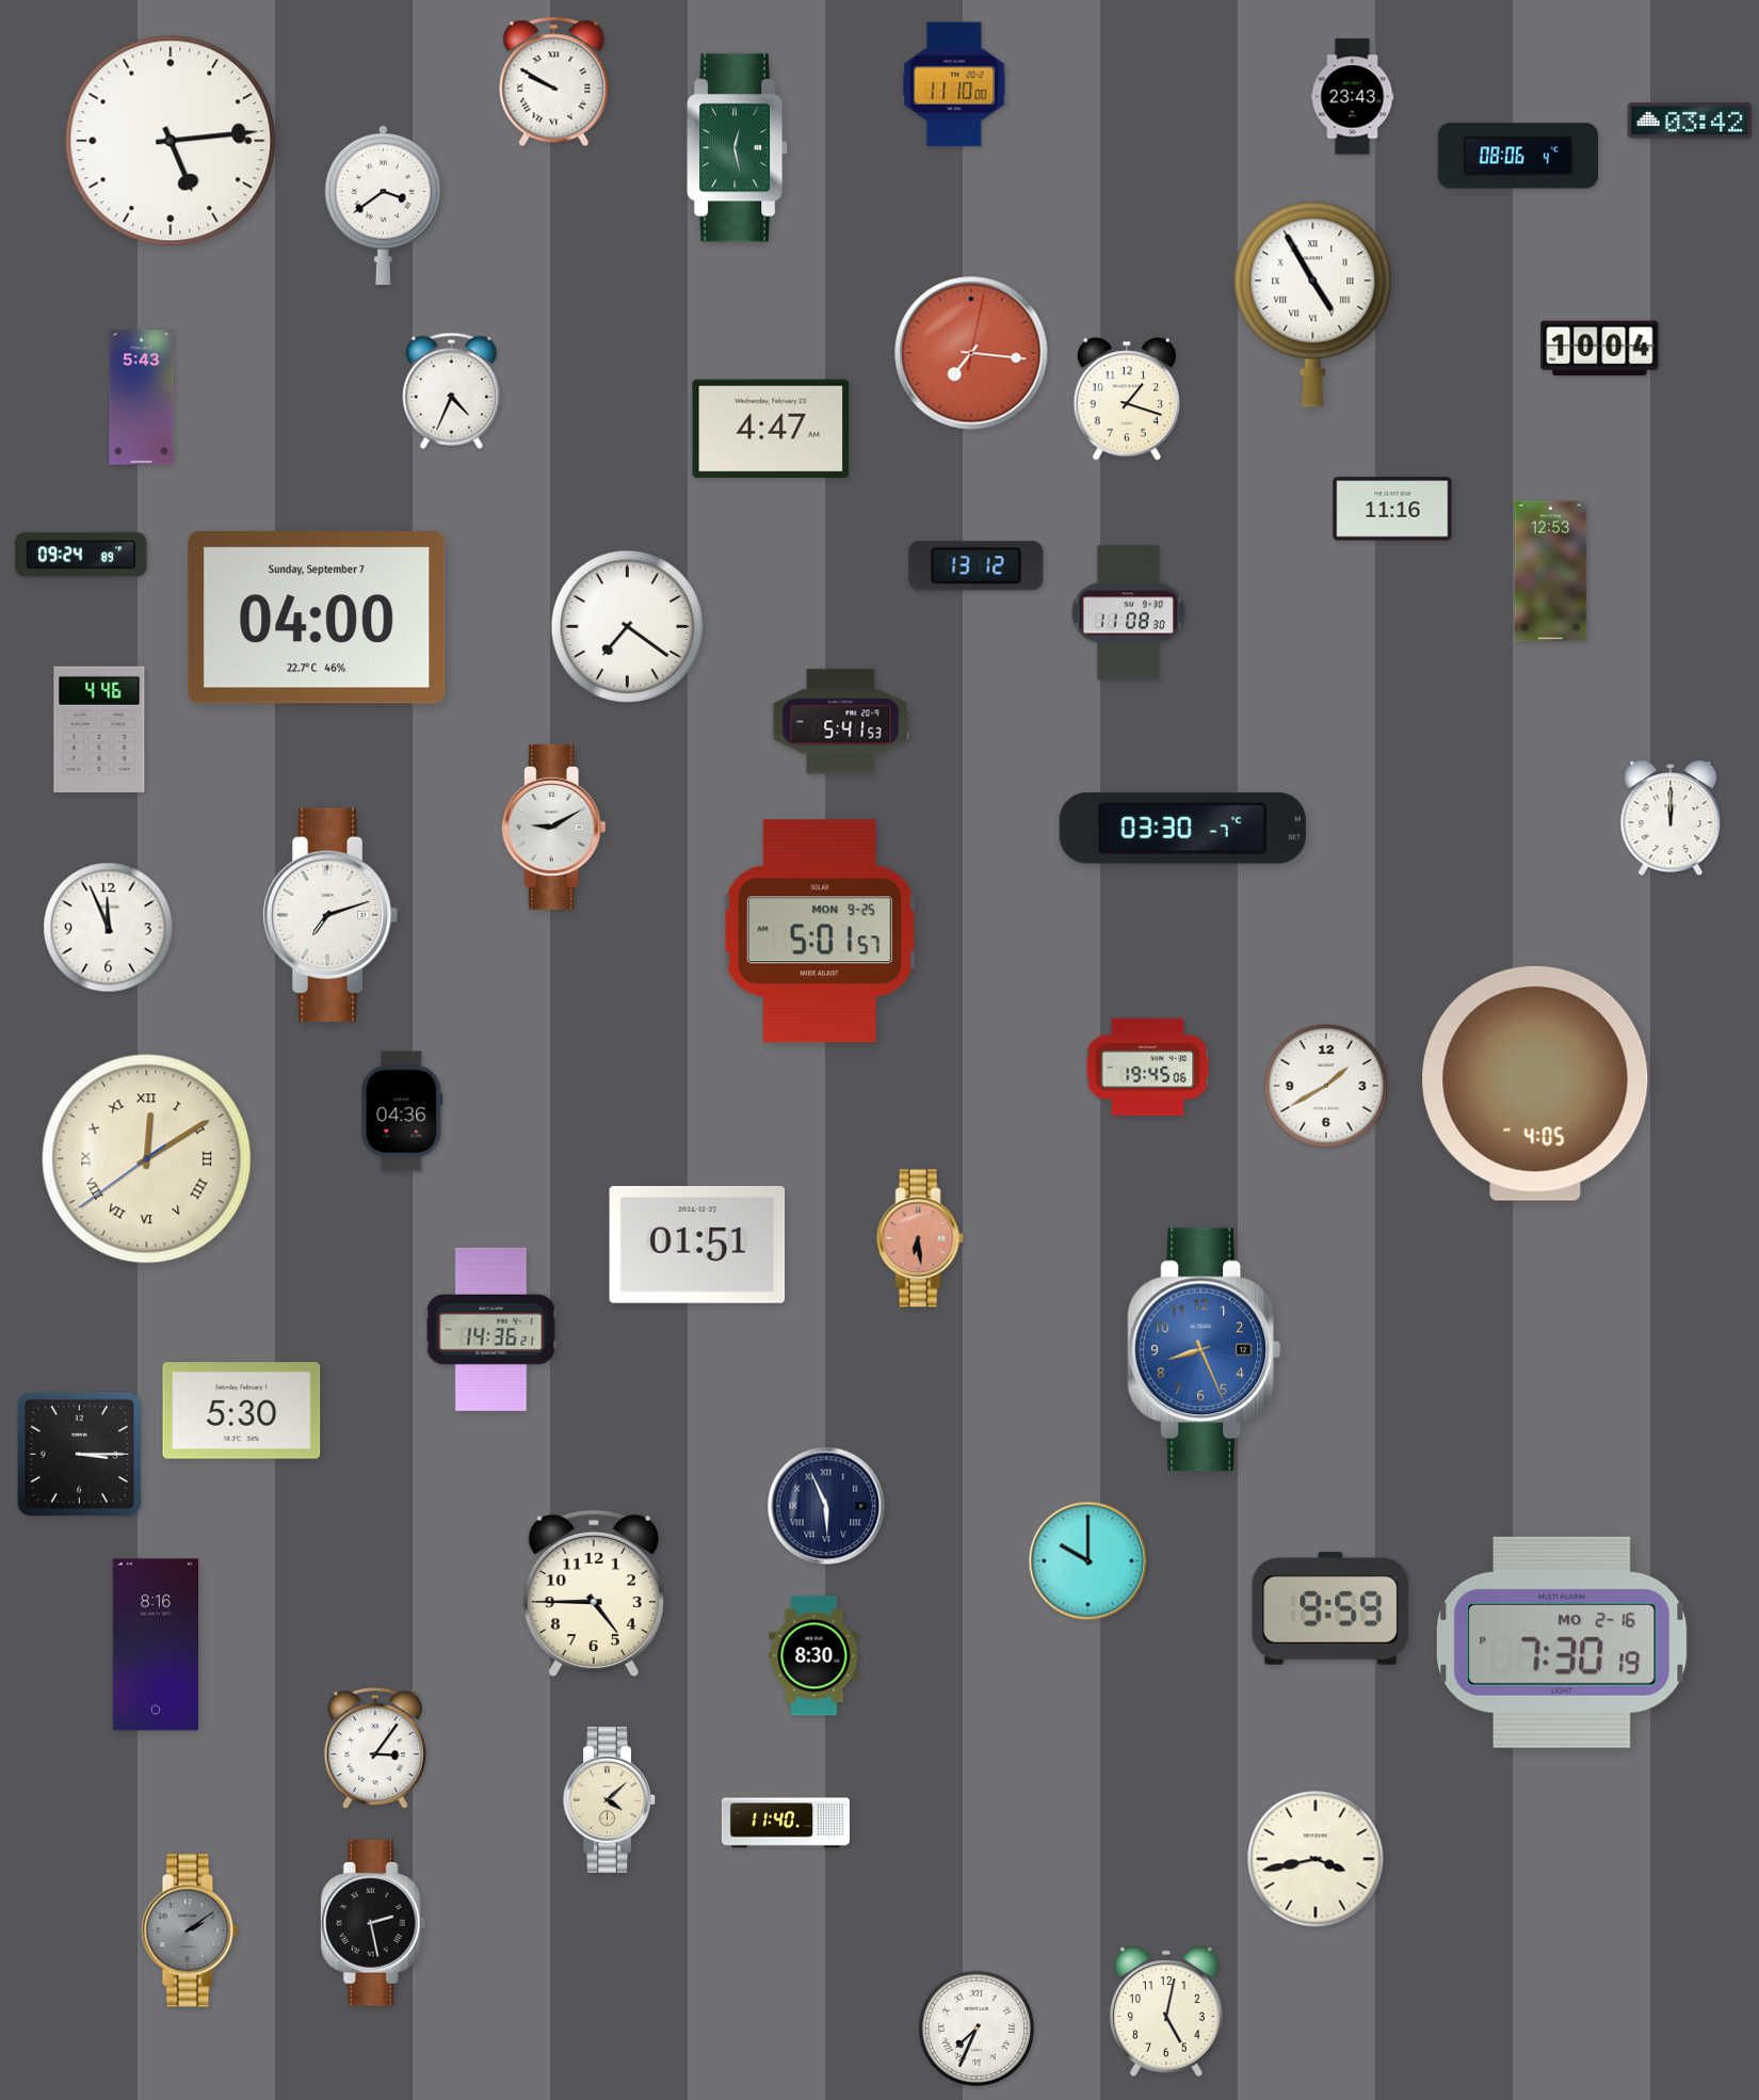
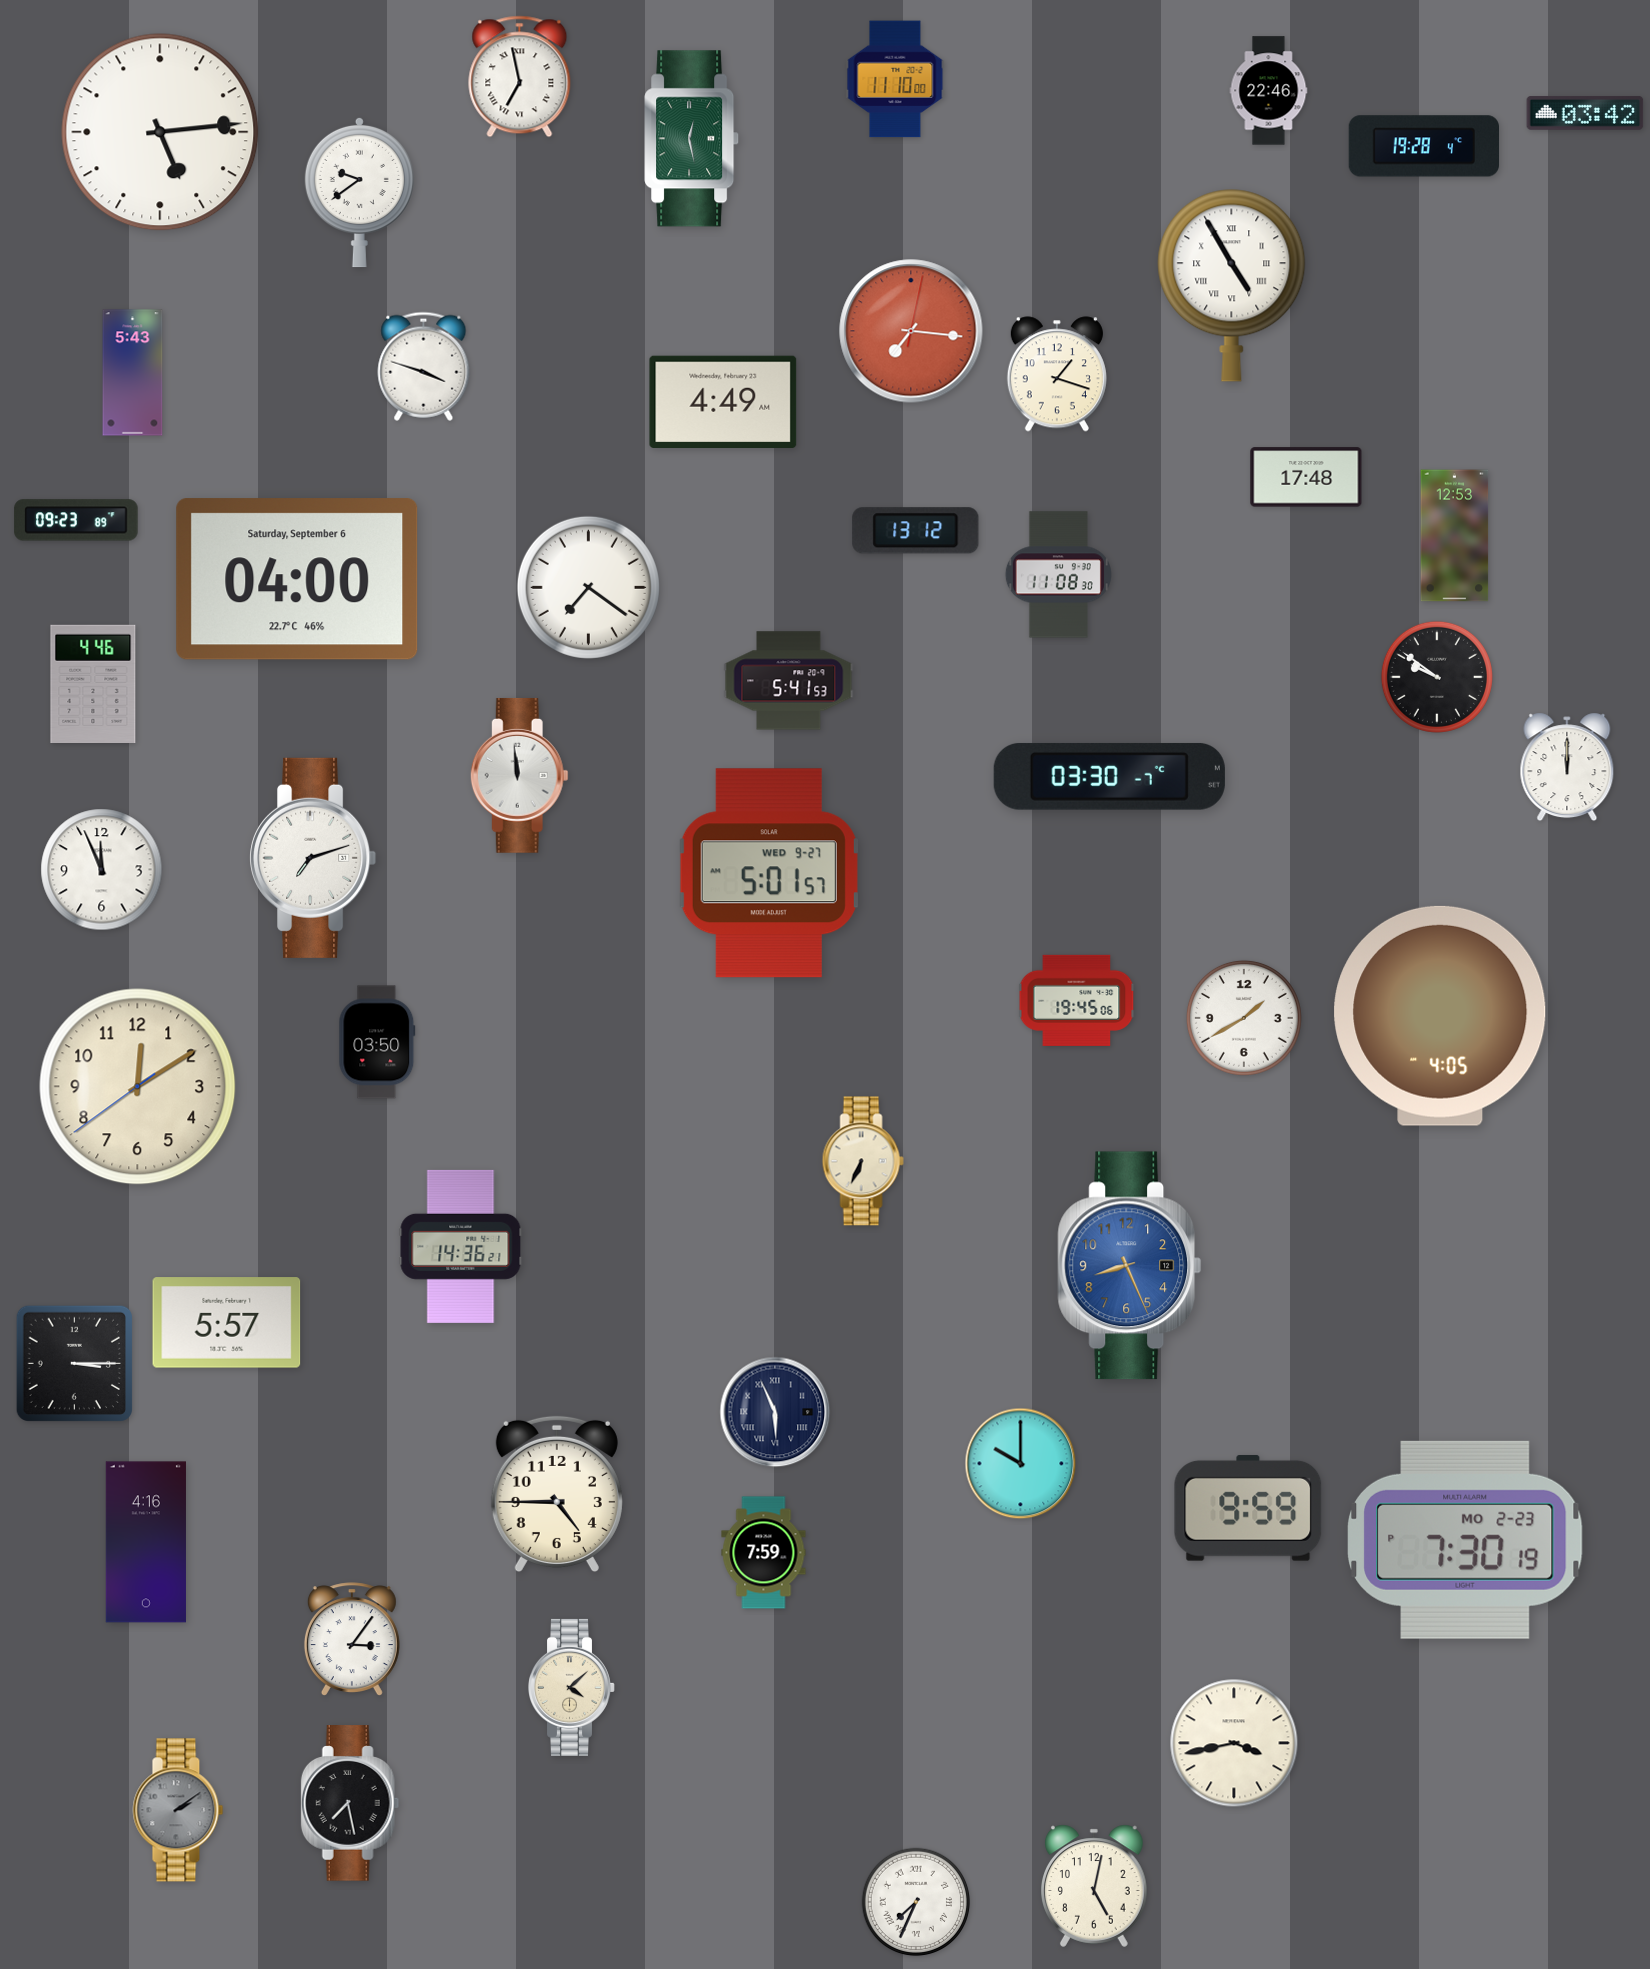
clock at (554, 82): 9:50 -> 6:58
clock at (1353, 97): 23:43 -> 22:46
clock at (1517, 156): 08:06 -> 19:28
clock at (383, 205): 3:39 -> 9:39
clock at (1600, 349): 10:04 -> none
clock at (452, 390): 4:34 -> 3:48
clock at (771, 428): 4:47 -> 4:49
clock at (1392, 509): 11:16 -> 17:48
clock at (81, 555): 09:24 -> 09:23
clock at (317, 618) date: Sunday, September 7 -> Saturday, September 6
clock at (841, 722) position: (841, 722) -> (789, 681)
clock at (1437, 677): none -> 9:51
clock at (553, 828): 9:10 -> 11:59
clock at (330, 915) position: (330, 915) -> (313, 858)
clock at (820, 931) date: MON 9-25 -> WED 9-27
clock at (402, 1111): 04:36 -> 03:50
clock at (147, 1159) numerals: Roman -> Arabic
clock at (920, 1238): 6:29 -> 6:34
clock at (920, 1238) dial: salmon -> cream
clock at (697, 1245): 01:51 -> none
clock at (242, 1411): 5:30 -> 5:57
clock at (1562, 1642) date: MO 2-16 -> MO 2-23
clock at (156, 1645): 8:16 -> 4:16
clock at (814, 1656): 8:30 -> 7:59
clock at (786, 1823): 11:40 -> none
clock at (373, 1923): 2:28 -> 7:28
